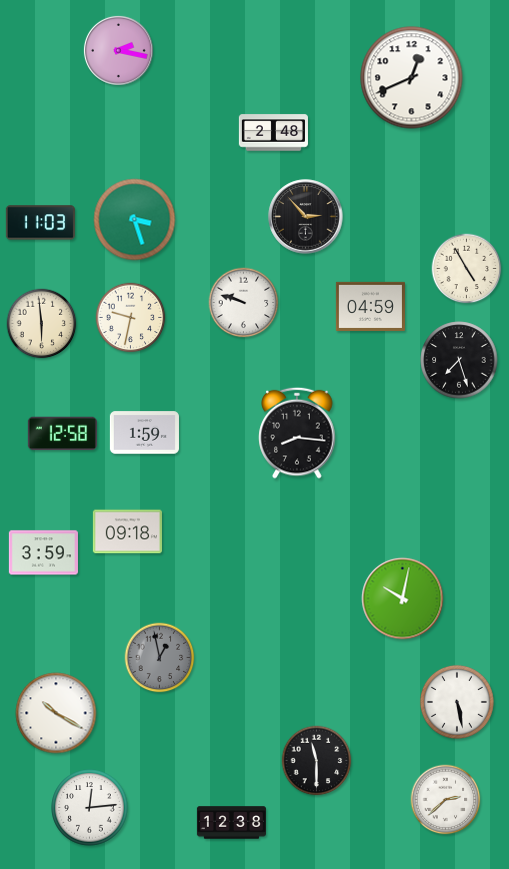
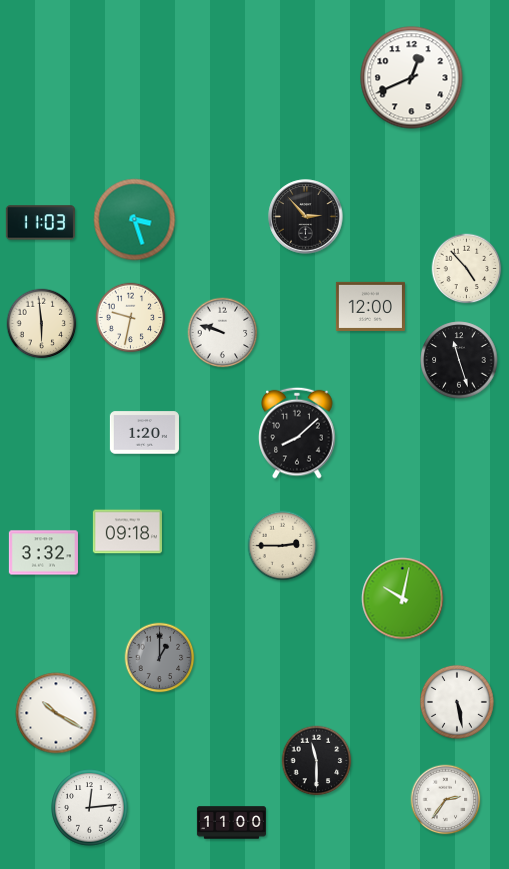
clock at (118, 50): 2:17 -> none
clock at (273, 133): 2:48 -> none
clock at (467, 269): 4:55 -> 4:53
clock at (244, 303) position: (244, 303) -> (223, 333)
clock at (370, 306): 04:59 -> 12:00
clock at (459, 360): 7:27 -> 11:27
clock at (144, 433): 1:59 -> 1:20
clock at (297, 433): 8:16 -> 8:08
clock at (62, 434): 12:58 -> none
clock at (283, 546): none -> 2:45
clock at (43, 553): 3:59 -> 3:32
clock at (160, 658): 12:58 -> 1:00
clock at (446, 800): 2:38 -> 2:36
clock at (231, 823): 12:38 -> 11:00
